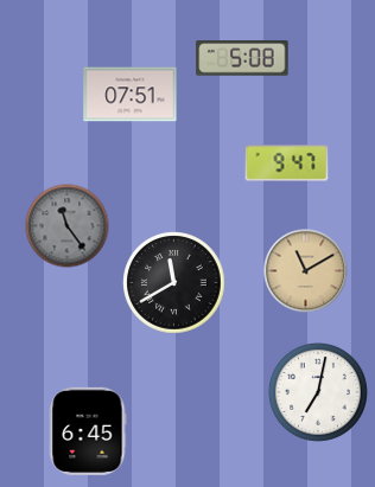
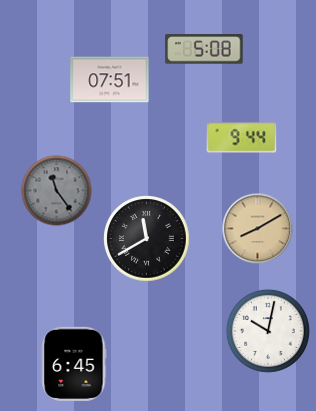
clock at (287, 164): 9:47 -> 9:44
clock at (306, 271): 11:10 -> 8:10
clock at (318, 392): 7:02 -> 10:02
